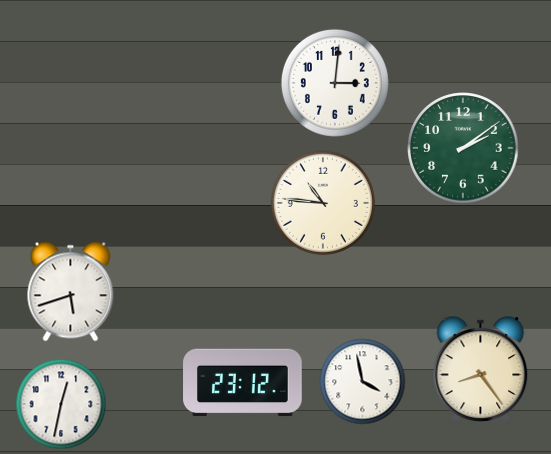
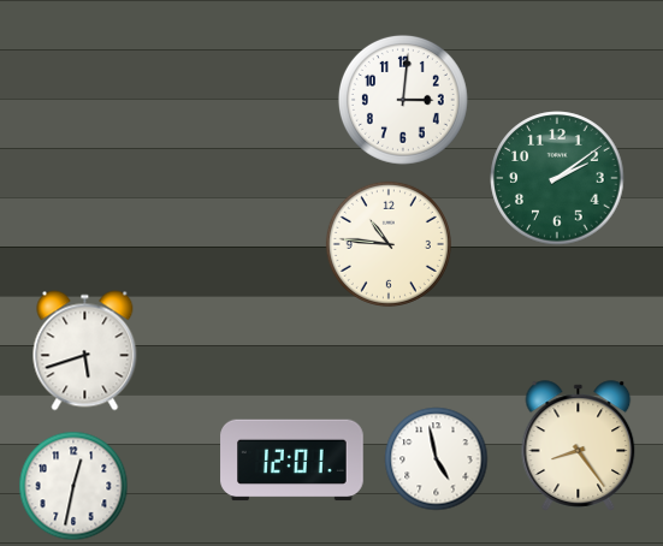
clock at (363, 382): 3:58 -> 4:58
clock at (243, 383): 23:12 -> 12:01
